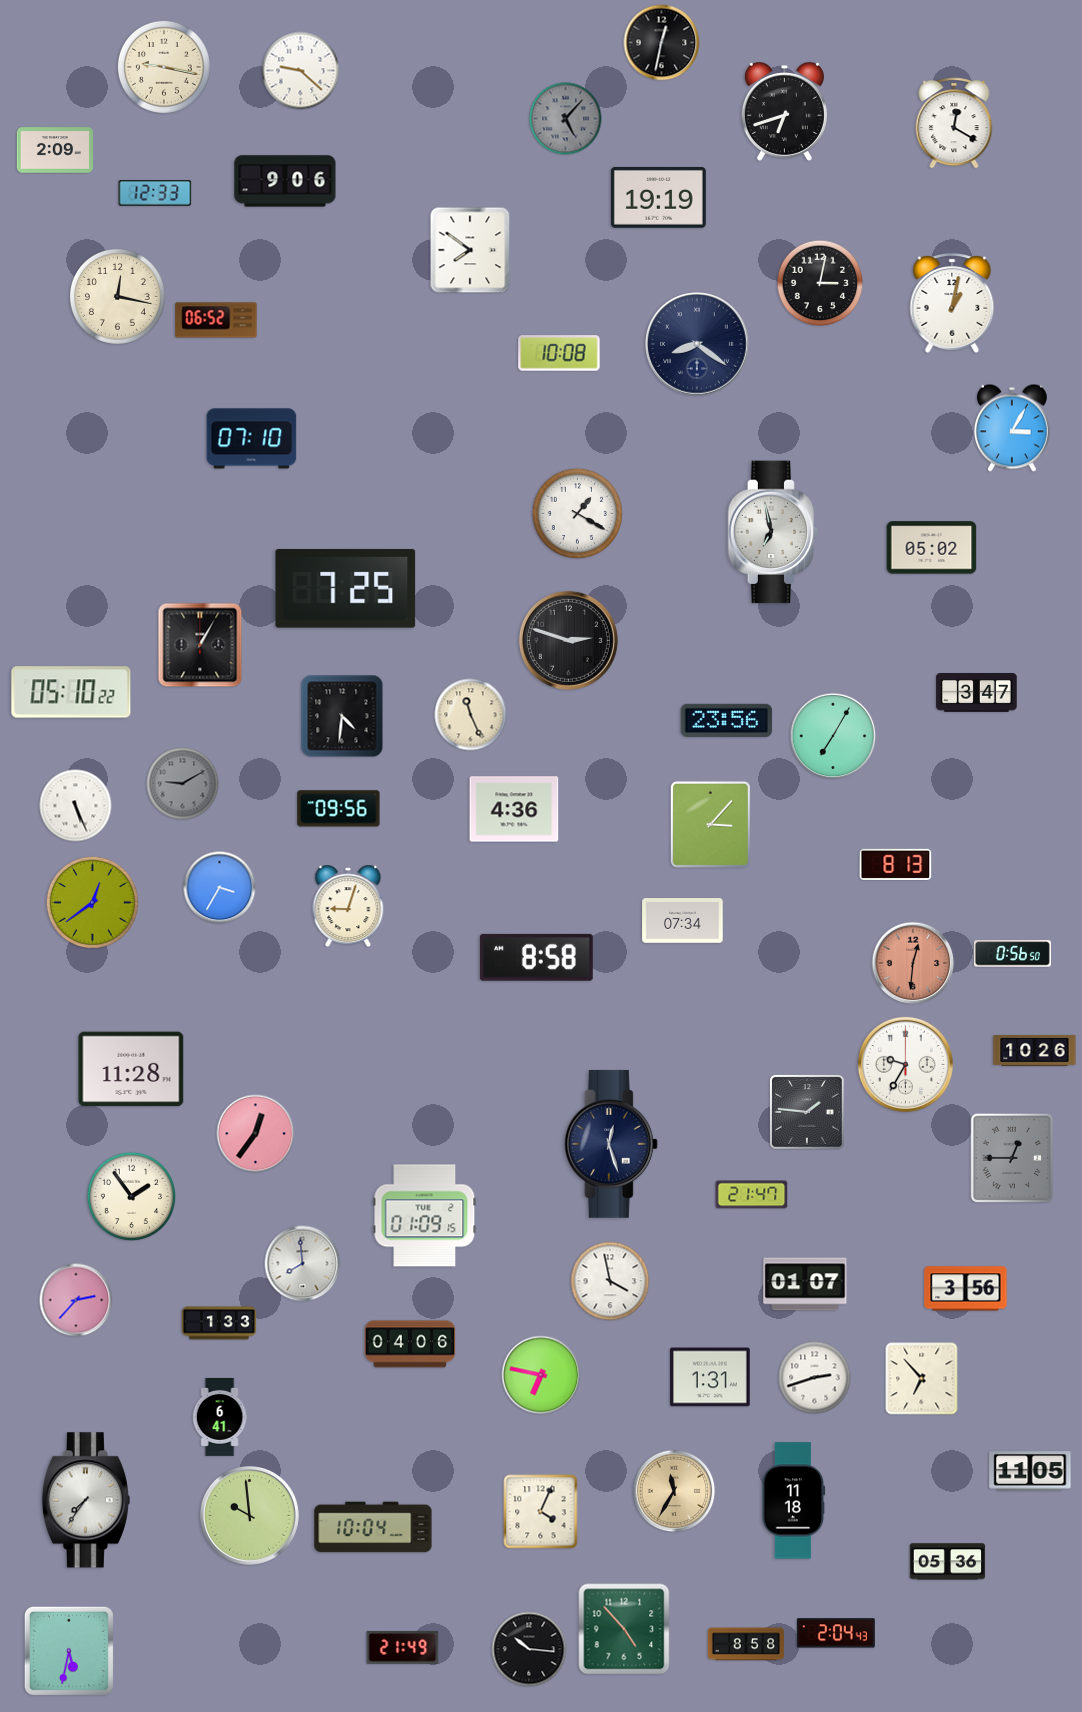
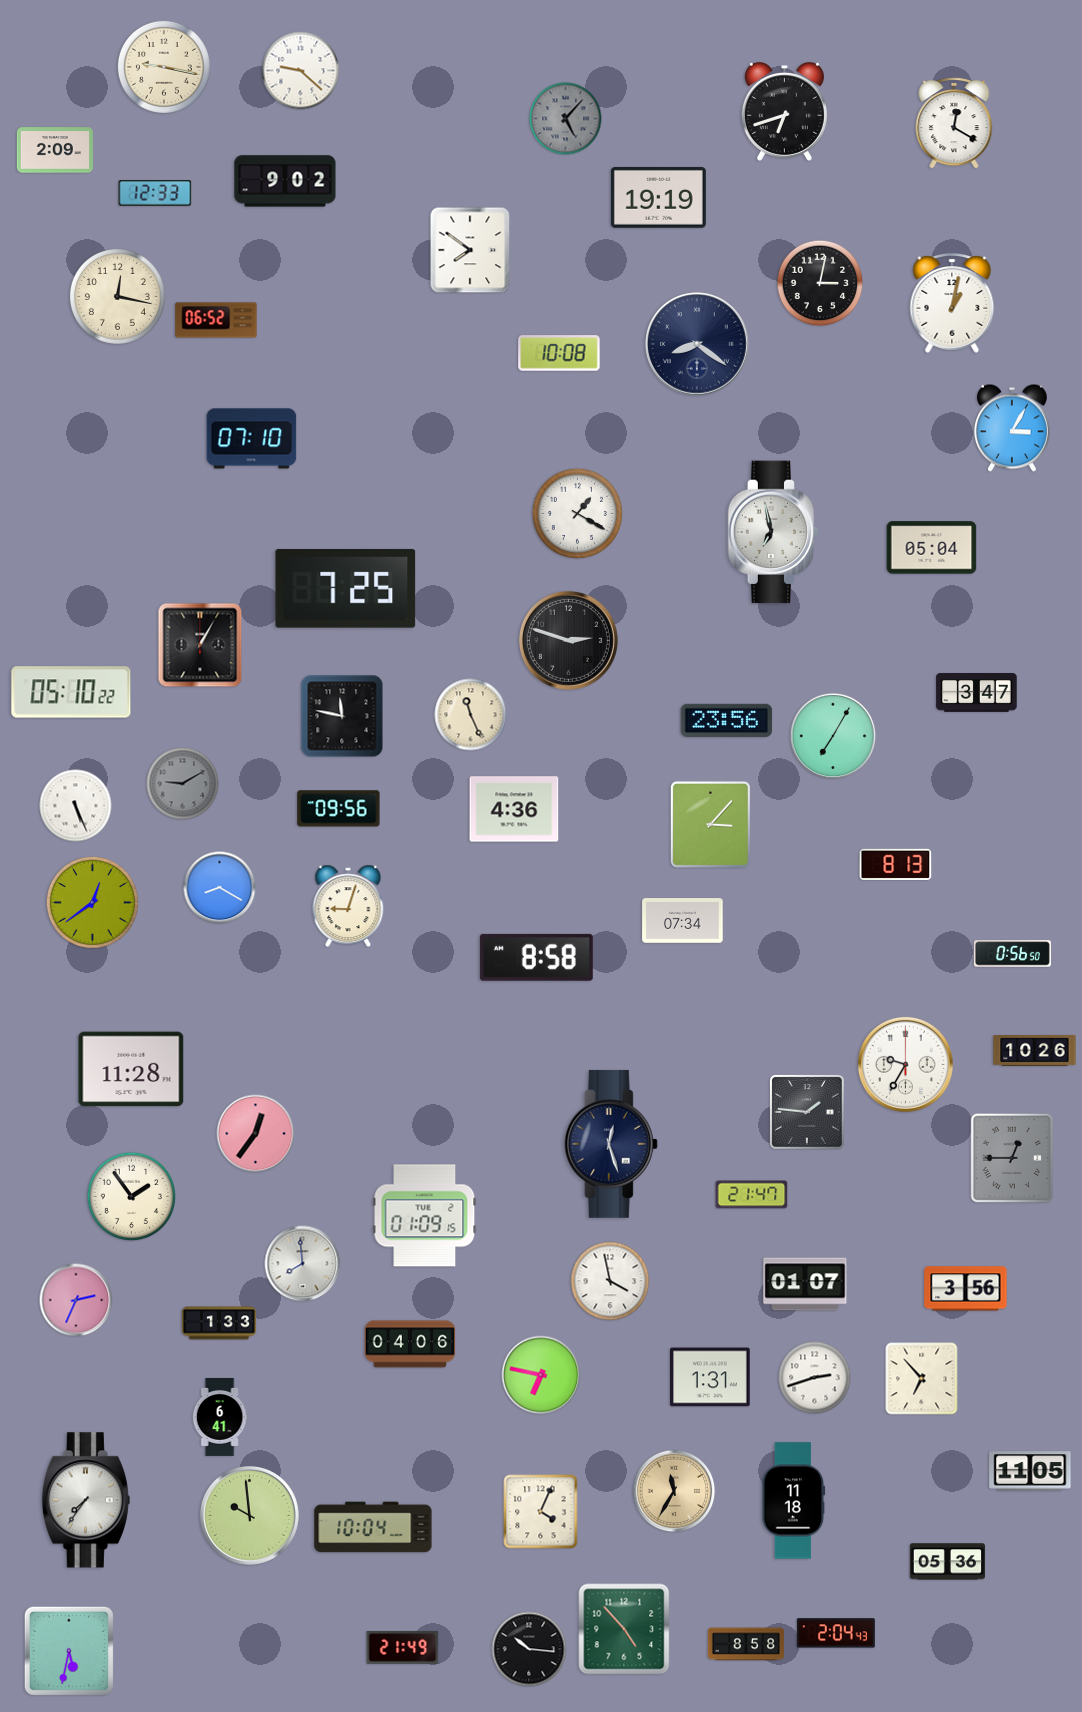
clock at (662, 43): 12:32 -> none
clock at (285, 181): 9:06 -> 9:02
clock at (932, 548): 05:02 -> 05:04
clock at (342, 716): 4:31 -> 11:47
clock at (220, 888): 3:35 -> 8:20
clock at (913, 963): 12:31 -> none
clock at (76, 1300): 2:37 -> 2:34
